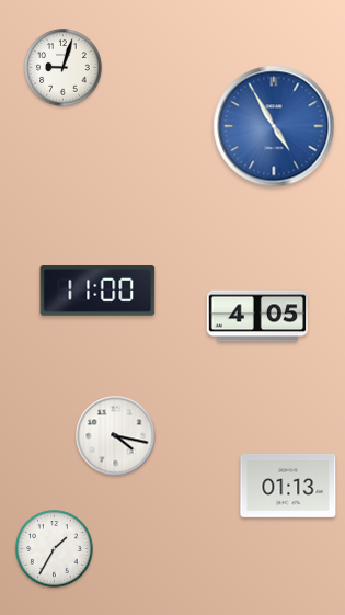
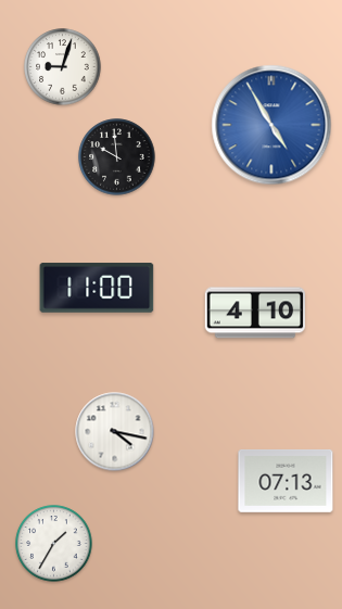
clock at (117, 157): none -> 9:59
clock at (257, 316): 4:05 -> 4:10
clock at (288, 486): 01:13 -> 07:13
